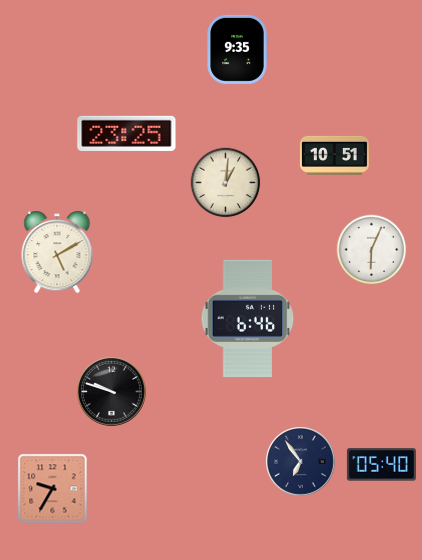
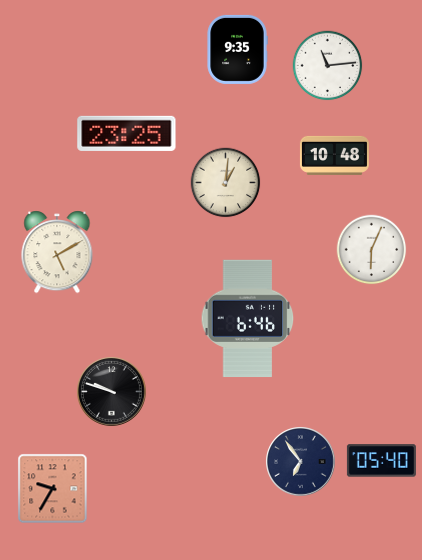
clock at (328, 66): none -> 11:14
clock at (334, 155): 10:51 -> 10:48
clock at (381, 465) position: (381, 465) -> (381, 461)
